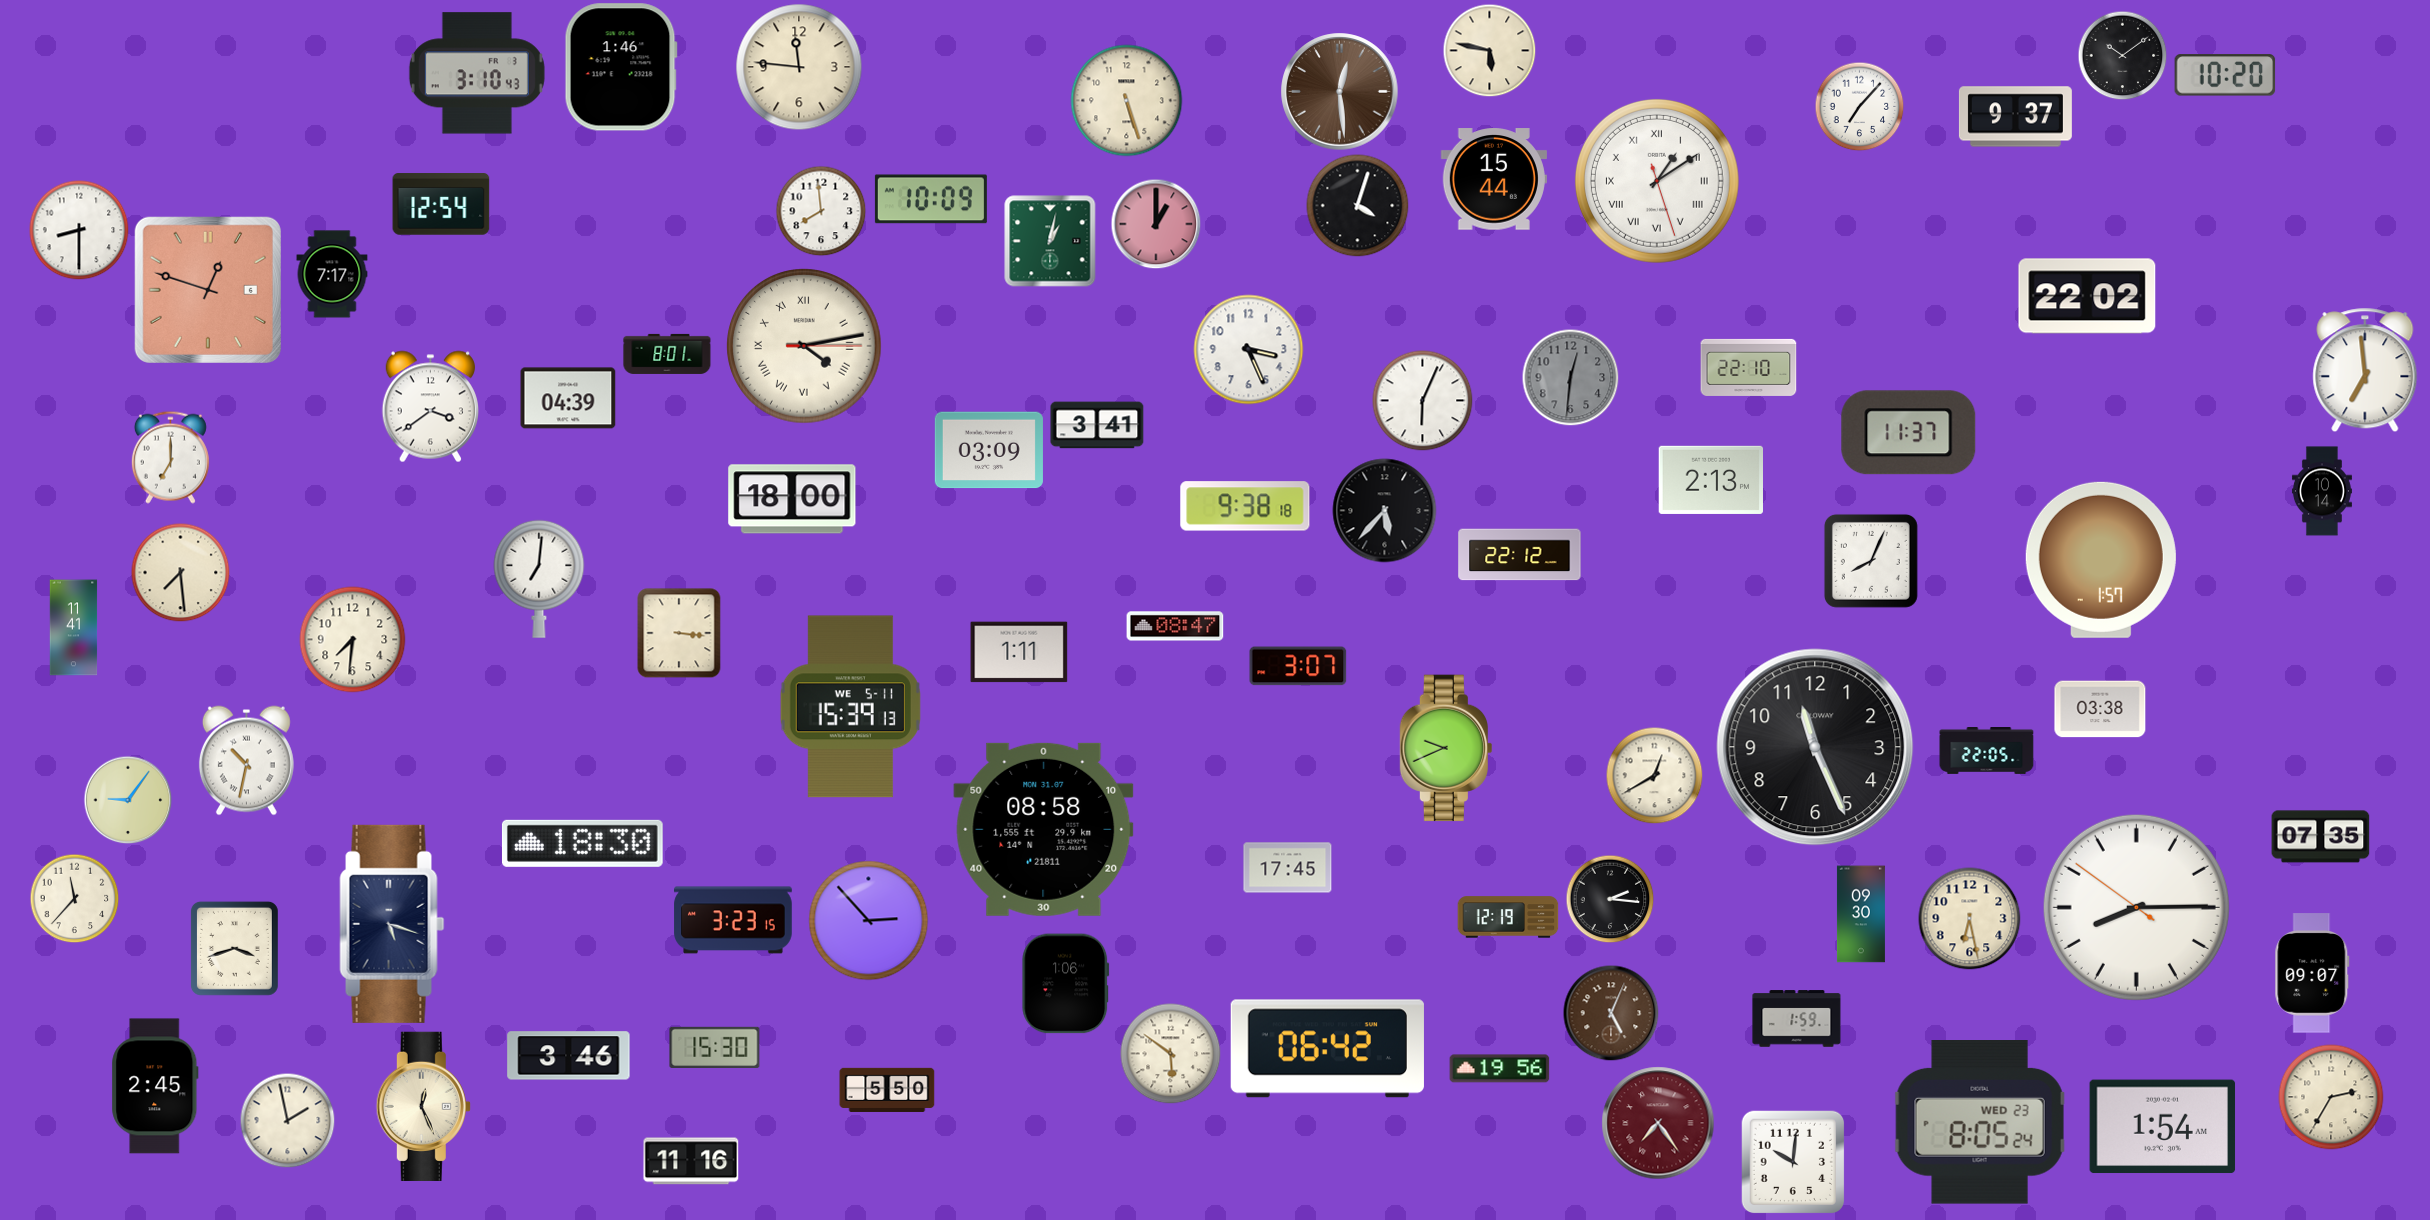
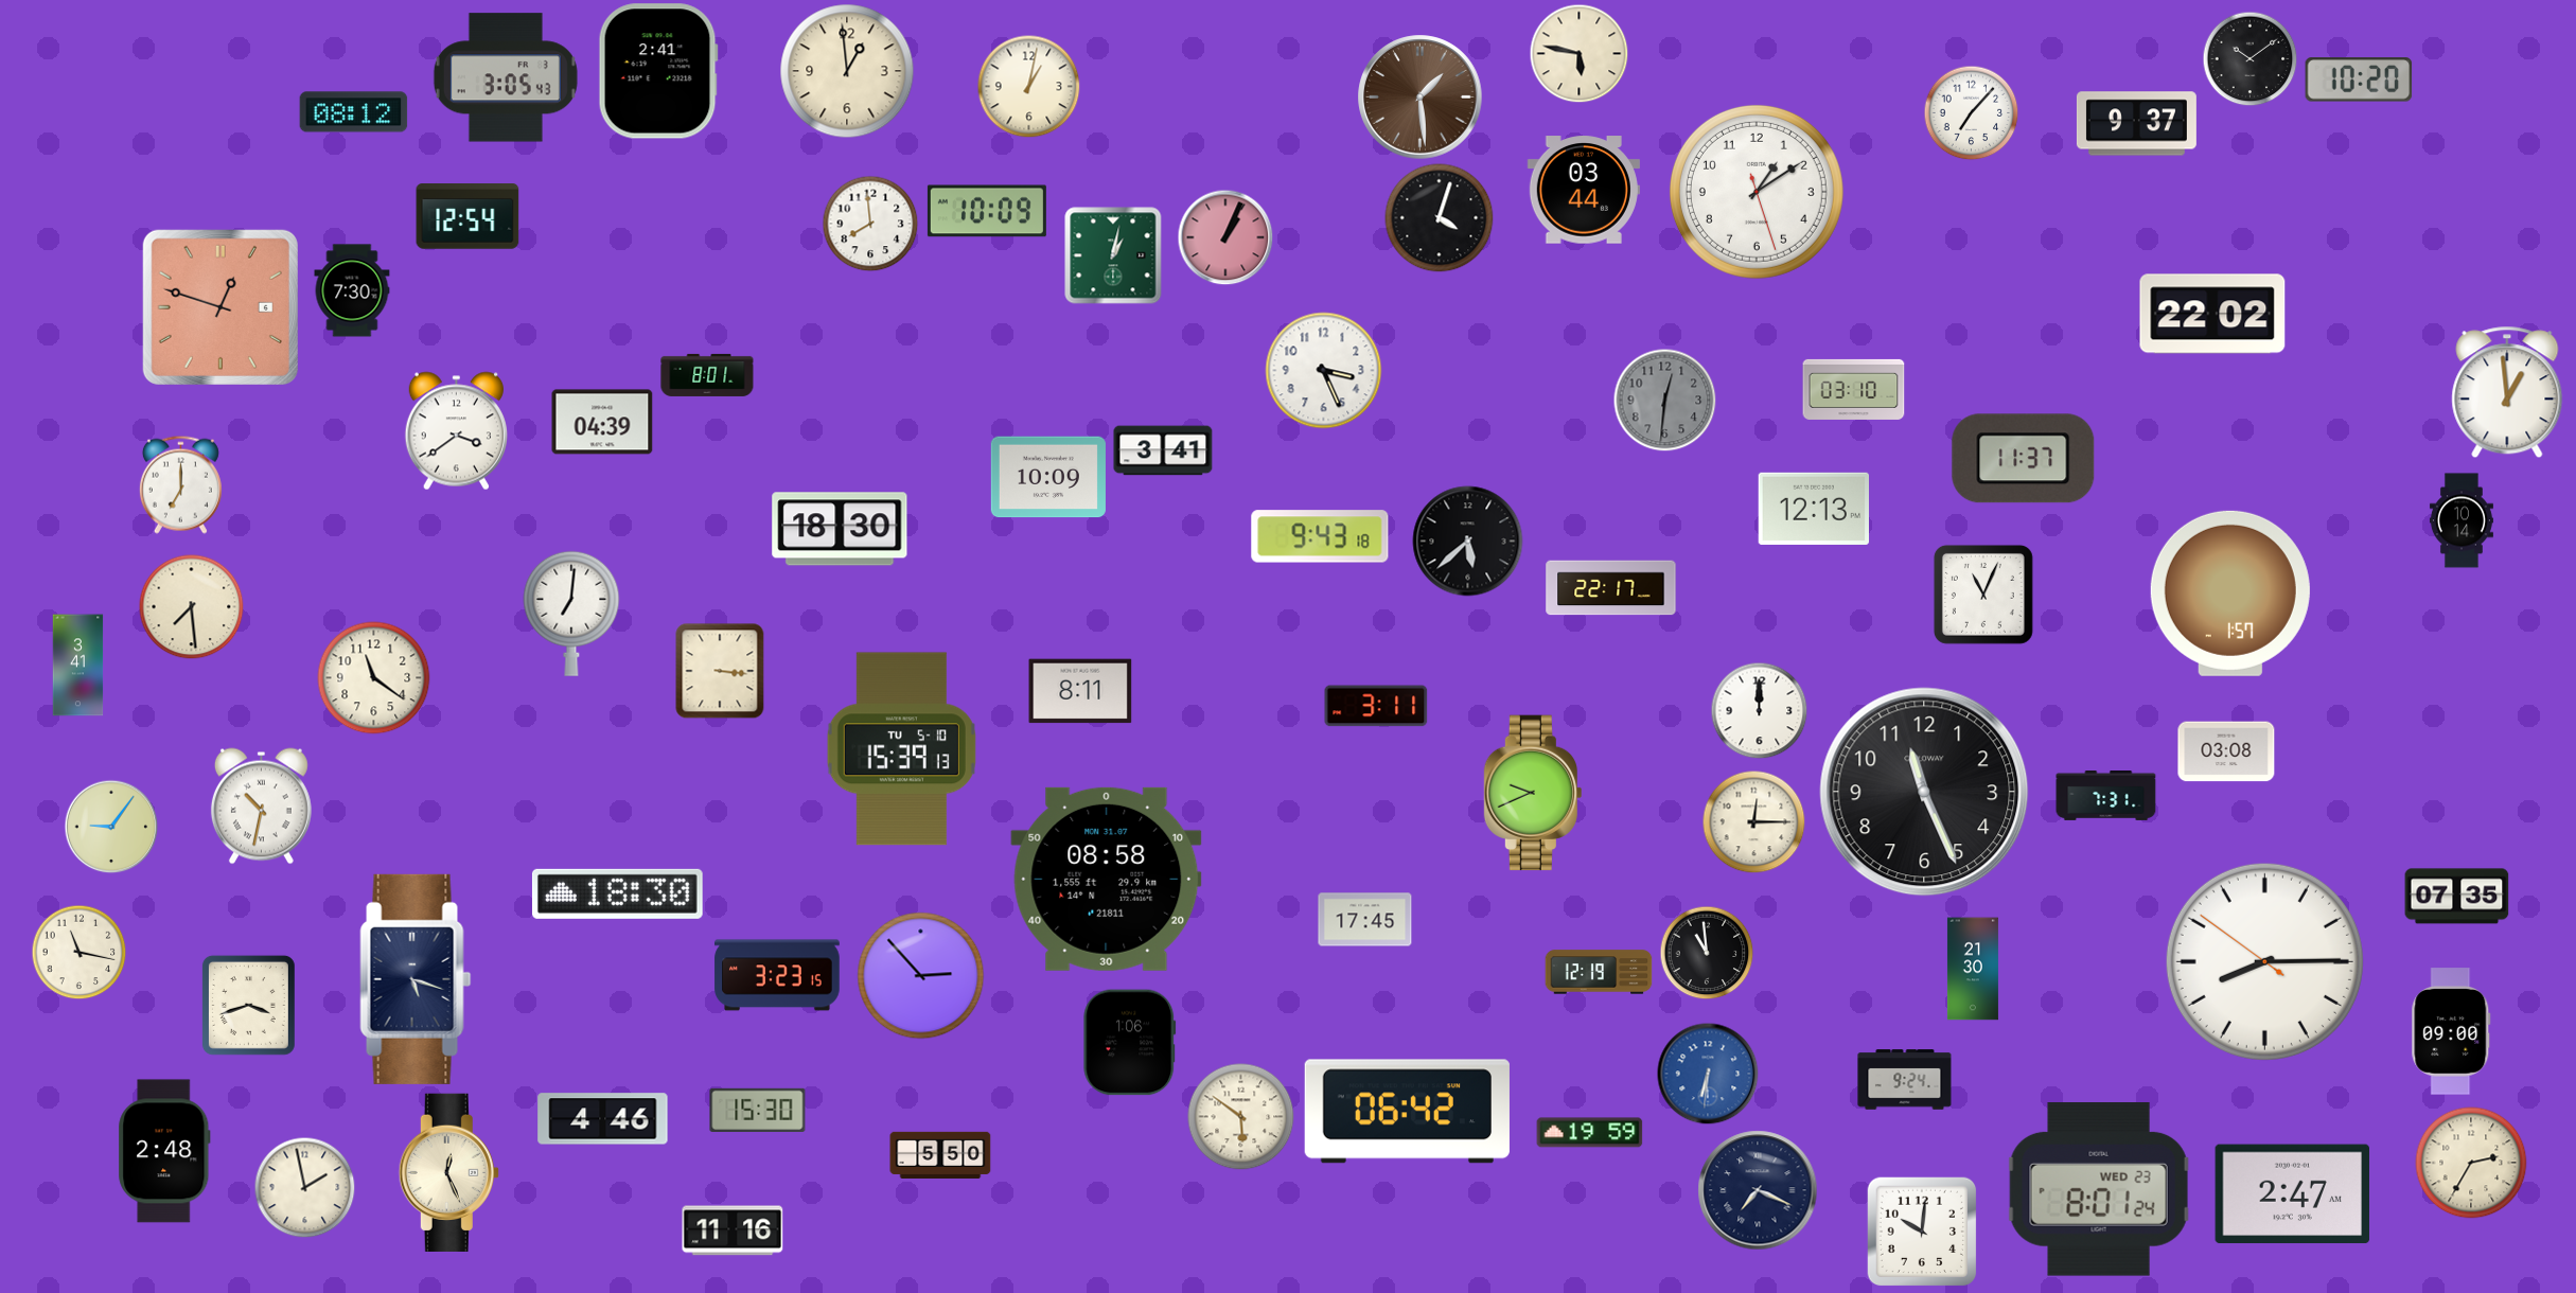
clock at (621, 67): 1:46 -> 2:41
clock at (799, 67): 11:46 -> 12:59
clock at (477, 73): 3:10 -> 3:05
clock at (1028, 86): none -> 1:02
clock at (1340, 92): 12:29 -> 1:29
clock at (1127, 101): 5:27 -> none
clock at (354, 112): none -> 08:12
clock at (1494, 179): 15:44 -> 03:44
clock at (1657, 181) numerals: Roman -> Arabic
clock at (1156, 224): 1:00 -> 1:04
clock at (79, 230): 8:30 -> none
clock at (332, 274): 7:17 -> 7:30
clock at (804, 346): 4:13 -> none
clock at (1749, 367): 22:10 -> 03:10
clock at (2365, 370): 6:59 -> 12:59
clock at (1423, 401): 6:04 -> none
clock at (989, 450): 03:09 -> 10:09
clock at (1710, 480): 2:13 -> 12:13
clock at (792, 499): 18:00 -> 18:30
clock at (1245, 506): 9:38 -> 9:43
clock at (1385, 511): 5:37 -> 5:38
clock at (1520, 555): 22:12 -> 22:17
clock at (2101, 560) position: (2101, 560) -> (2230, 594)
clock at (1871, 561): 8:04 -> 11:04
clock at (1175, 626): 08:47 -> none
clock at (74, 628): 11:41 -> 3:41
clock at (353, 640): 7:31 -> 11:21
clock at (1019, 652): 1:11 -> 8:11
clock at (1298, 666): 3:07 -> 3:11
clock at (1759, 710): none -> 12:00
clock at (850, 707) date: WE 5-11 -> TU 5-10
clock at (2100, 709): 03:38 -> 03:08
clock at (1987, 751): 22:05 -> 7:31
clock at (1654, 775): 12:40 -> 12:15
clock at (128, 800) position: (128, 800) -> (111, 827)
clock at (2321, 837) position: (2321, 837) -> (2457, 897)
clock at (74, 898): 11:37 -> 11:17
clock at (1610, 899): 2:16 -> 10:59
clock at (1861, 914): 09:30 -> 21:30
clock at (1970, 919): 6:28 -> none
clock at (2312, 973): 09:07 -> 09:00
clock at (1611, 1013): 5:04 -> 6:31
clock at (1611, 1013) dial: brown -> blue
clock at (1797, 1019): 1:59 -> 9:24
clock at (569, 1056): 3:46 -> 4:46
clock at (1500, 1069): 19:56 -> 19:59
clock at (155, 1086): 2:45 -> 2:48
clock at (1658, 1123): 7:24 -> 7:19
clock at (1658, 1123) dial: burgundy -> navy
clock at (1980, 1123): 8:05 -> 8:01
clock at (2163, 1127): 1:54 -> 2:47
clock at (1793, 1162) position: (1793, 1162) -> (1922, 1232)
